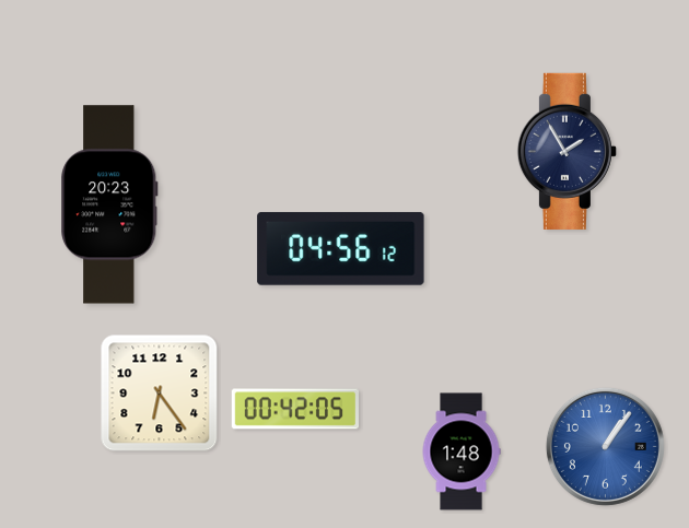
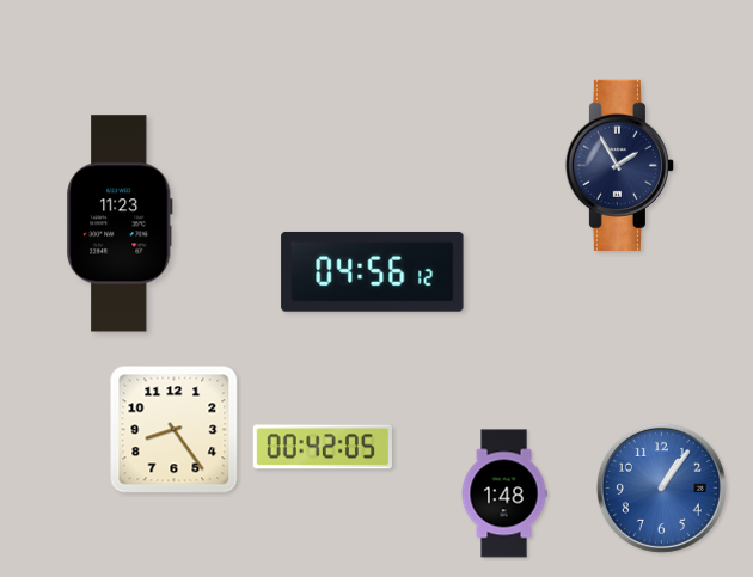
clock at (109, 204): 20:23 -> 11:23
clock at (160, 394): 6:24 -> 8:24
